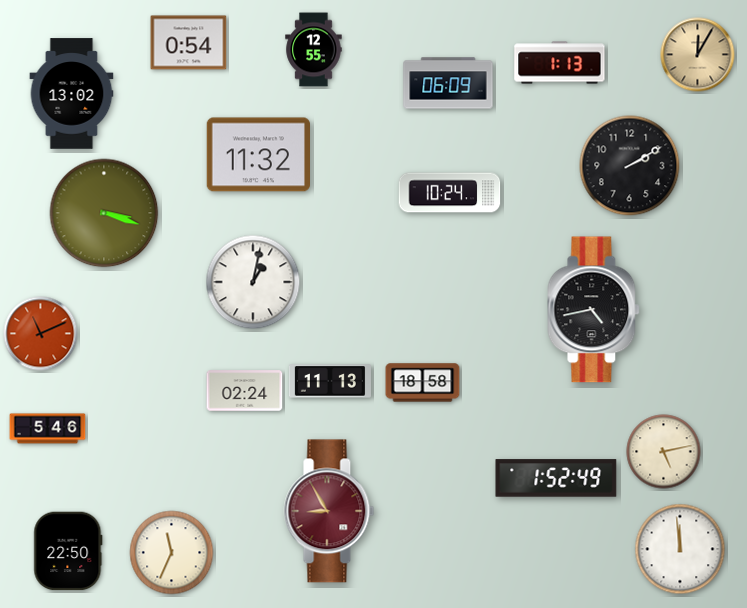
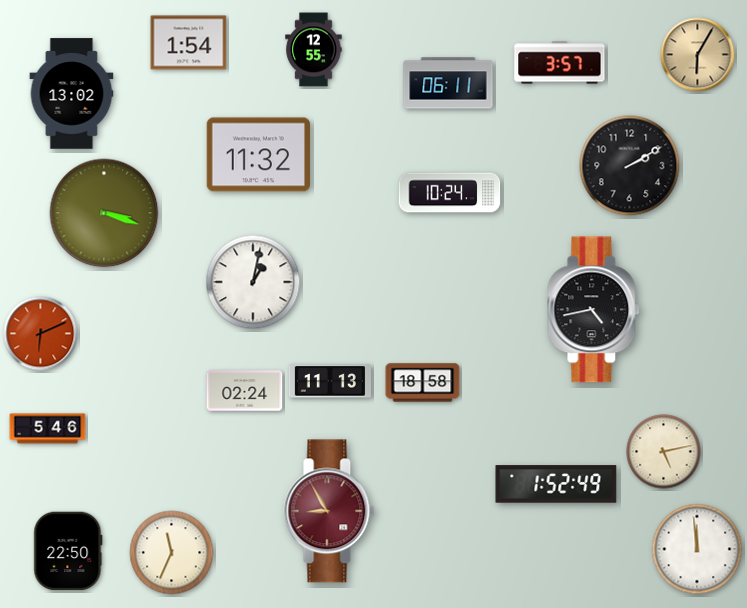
clock at (189, 43): 0:54 -> 1:54
clock at (698, 55): 12:05 -> 6:05
clock at (560, 63): 1:13 -> 3:57
clock at (448, 83): 06:09 -> 06:11
clock at (41, 334): 11:11 -> 6:11
clock at (556, 478) position: (556, 478) -> (556, 484)
clock at (680, 549) position: (680, 549) -> (697, 549)
